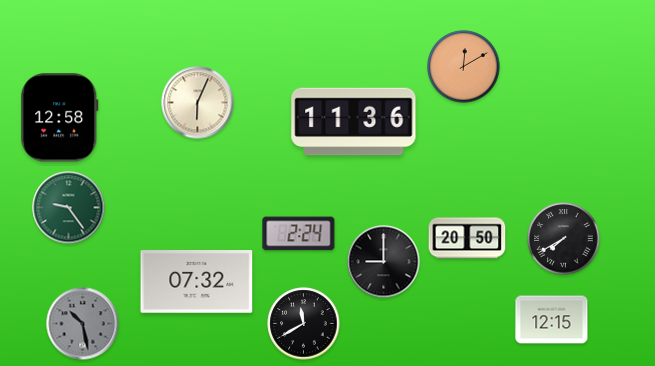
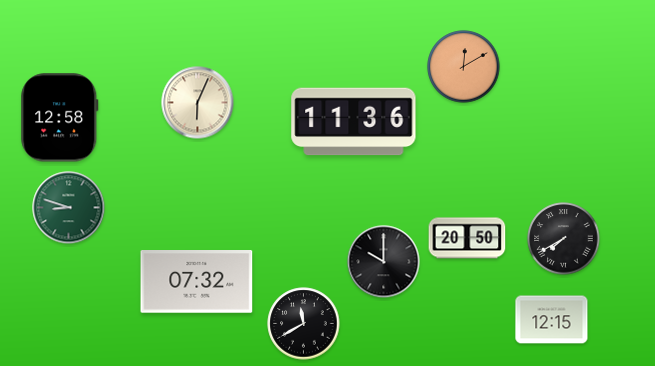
clock at (69, 208): 9:24 -> 8:48
clock at (299, 234): 2:24 -> none
clock at (384, 262): 9:00 -> 10:00
clock at (83, 324): 10:28 -> none
